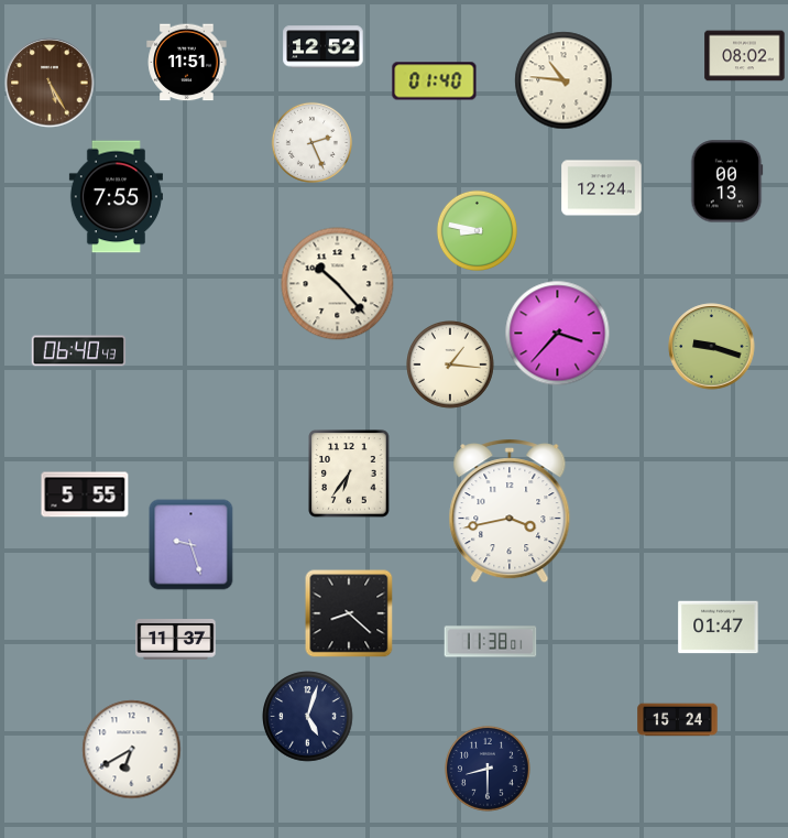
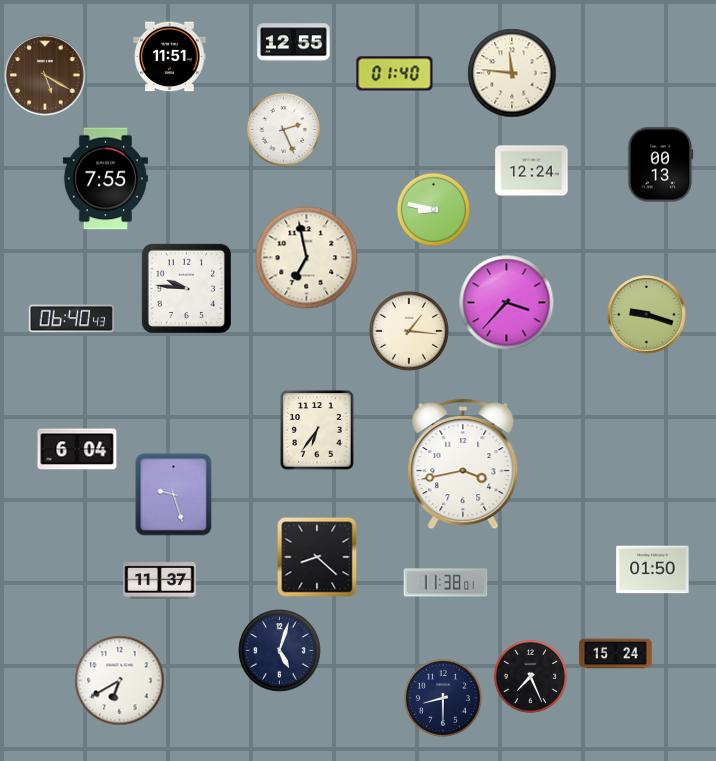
clock at (324, 47): 12:52 -> 12:55
clock at (745, 56): 08:02 -> none
clock at (563, 80): 10:46 -> 11:46
clock at (50, 83): 5:25 -> 5:20
clock at (602, 188) position: (602, 188) -> (532, 171)
clock at (338, 284): 10:23 -> 6:58
clock at (186, 288): none -> 9:46
clock at (85, 494): 5:55 -> 6:04
clock at (719, 628): 01:47 -> 01:50
clock at (530, 676): none -> 7:26
